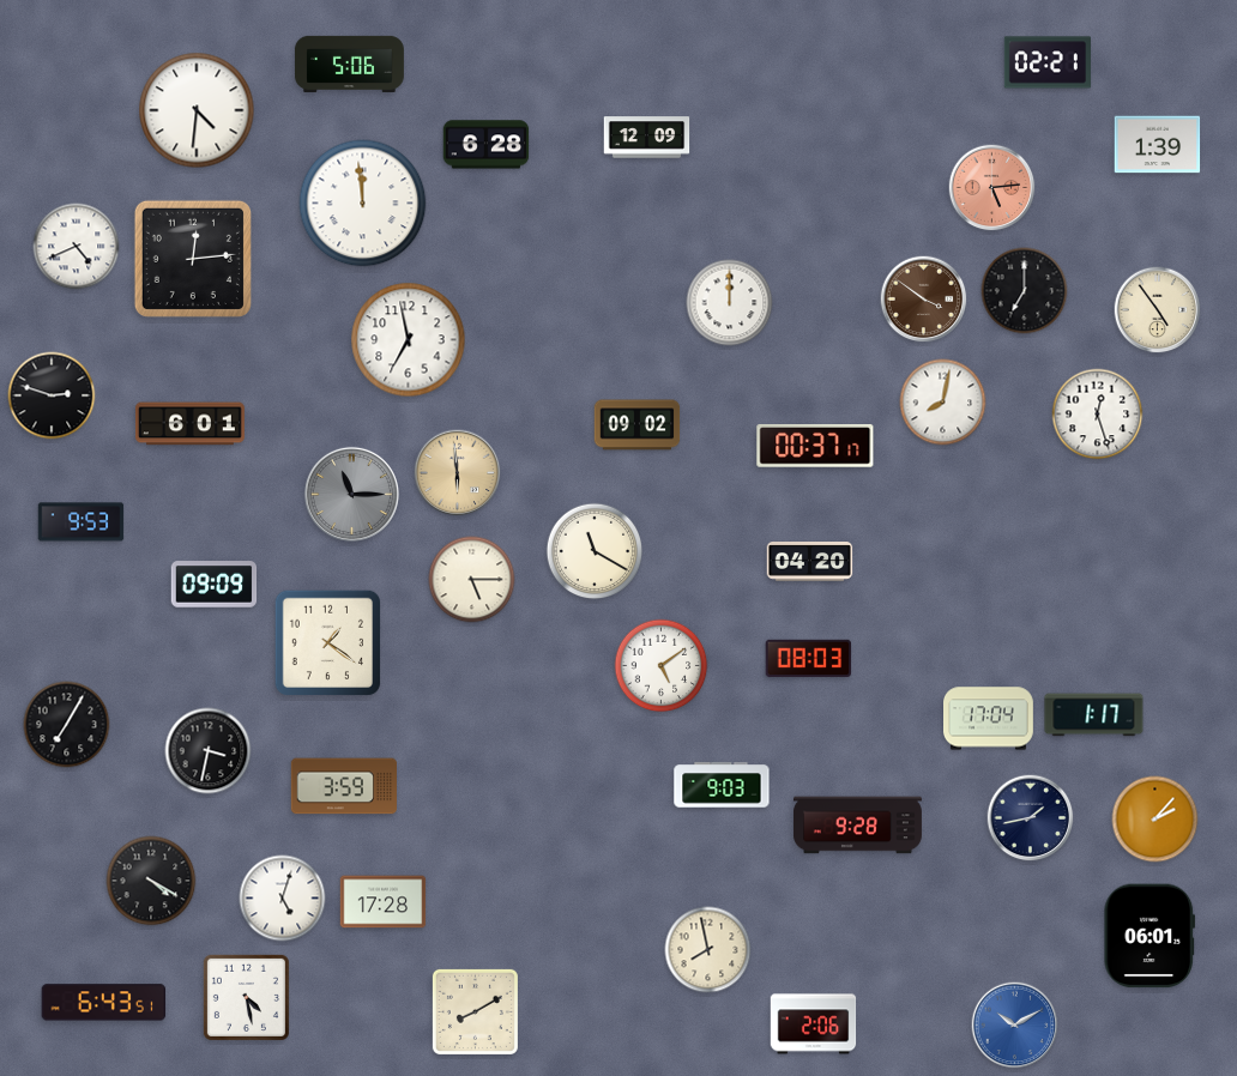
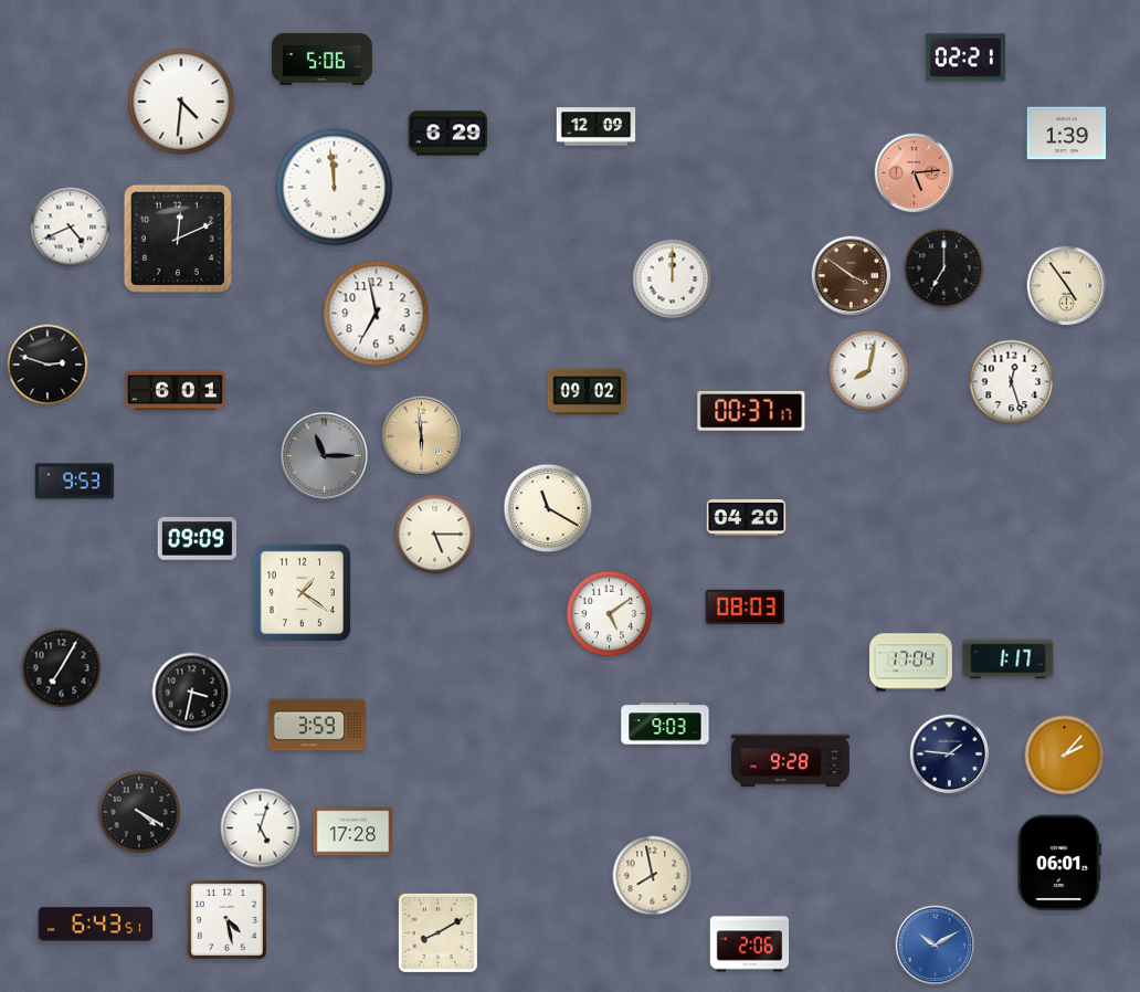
clock at (487, 145): 6:28 -> 6:29
clock at (193, 259): 12:14 -> 12:11
clock at (1031, 818): 1:43 -> 1:46
